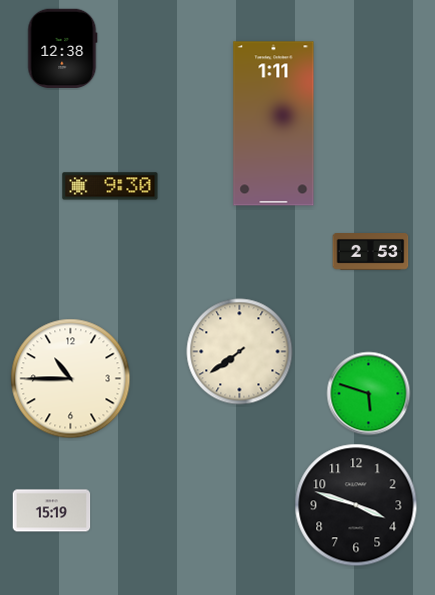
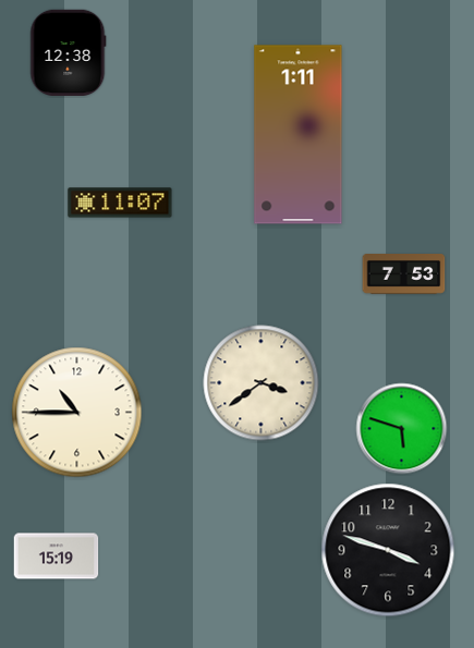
clock at (110, 186): 9:30 -> 11:07
clock at (371, 252): 2:53 -> 7:53
clock at (240, 352): 7:39 -> 3:39
